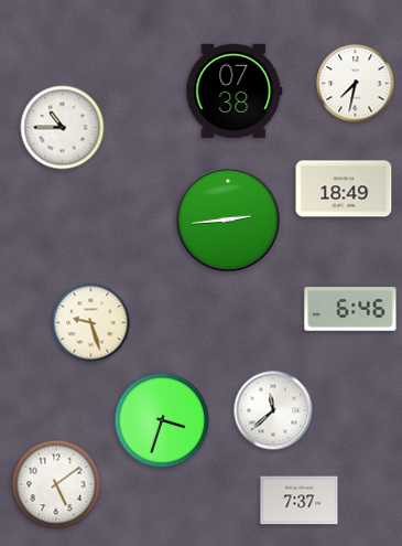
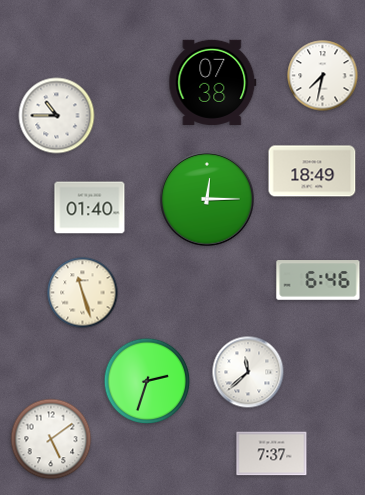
clock at (228, 220): 2:44 -> 12:15
clock at (90, 208): none -> 01:40
clock at (91, 323): 9:27 -> 11:27
clock at (162, 420): 3:33 -> 2:33
